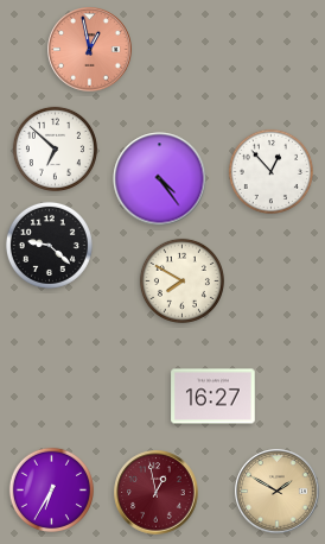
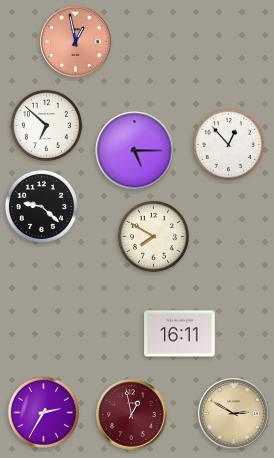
clock at (160, 179): 4:24 -> 5:15
clock at (214, 397): 16:27 -> 16:11
clock at (51, 489): 6:35 -> 2:35
clock at (278, 492): 1:50 -> 2:50
